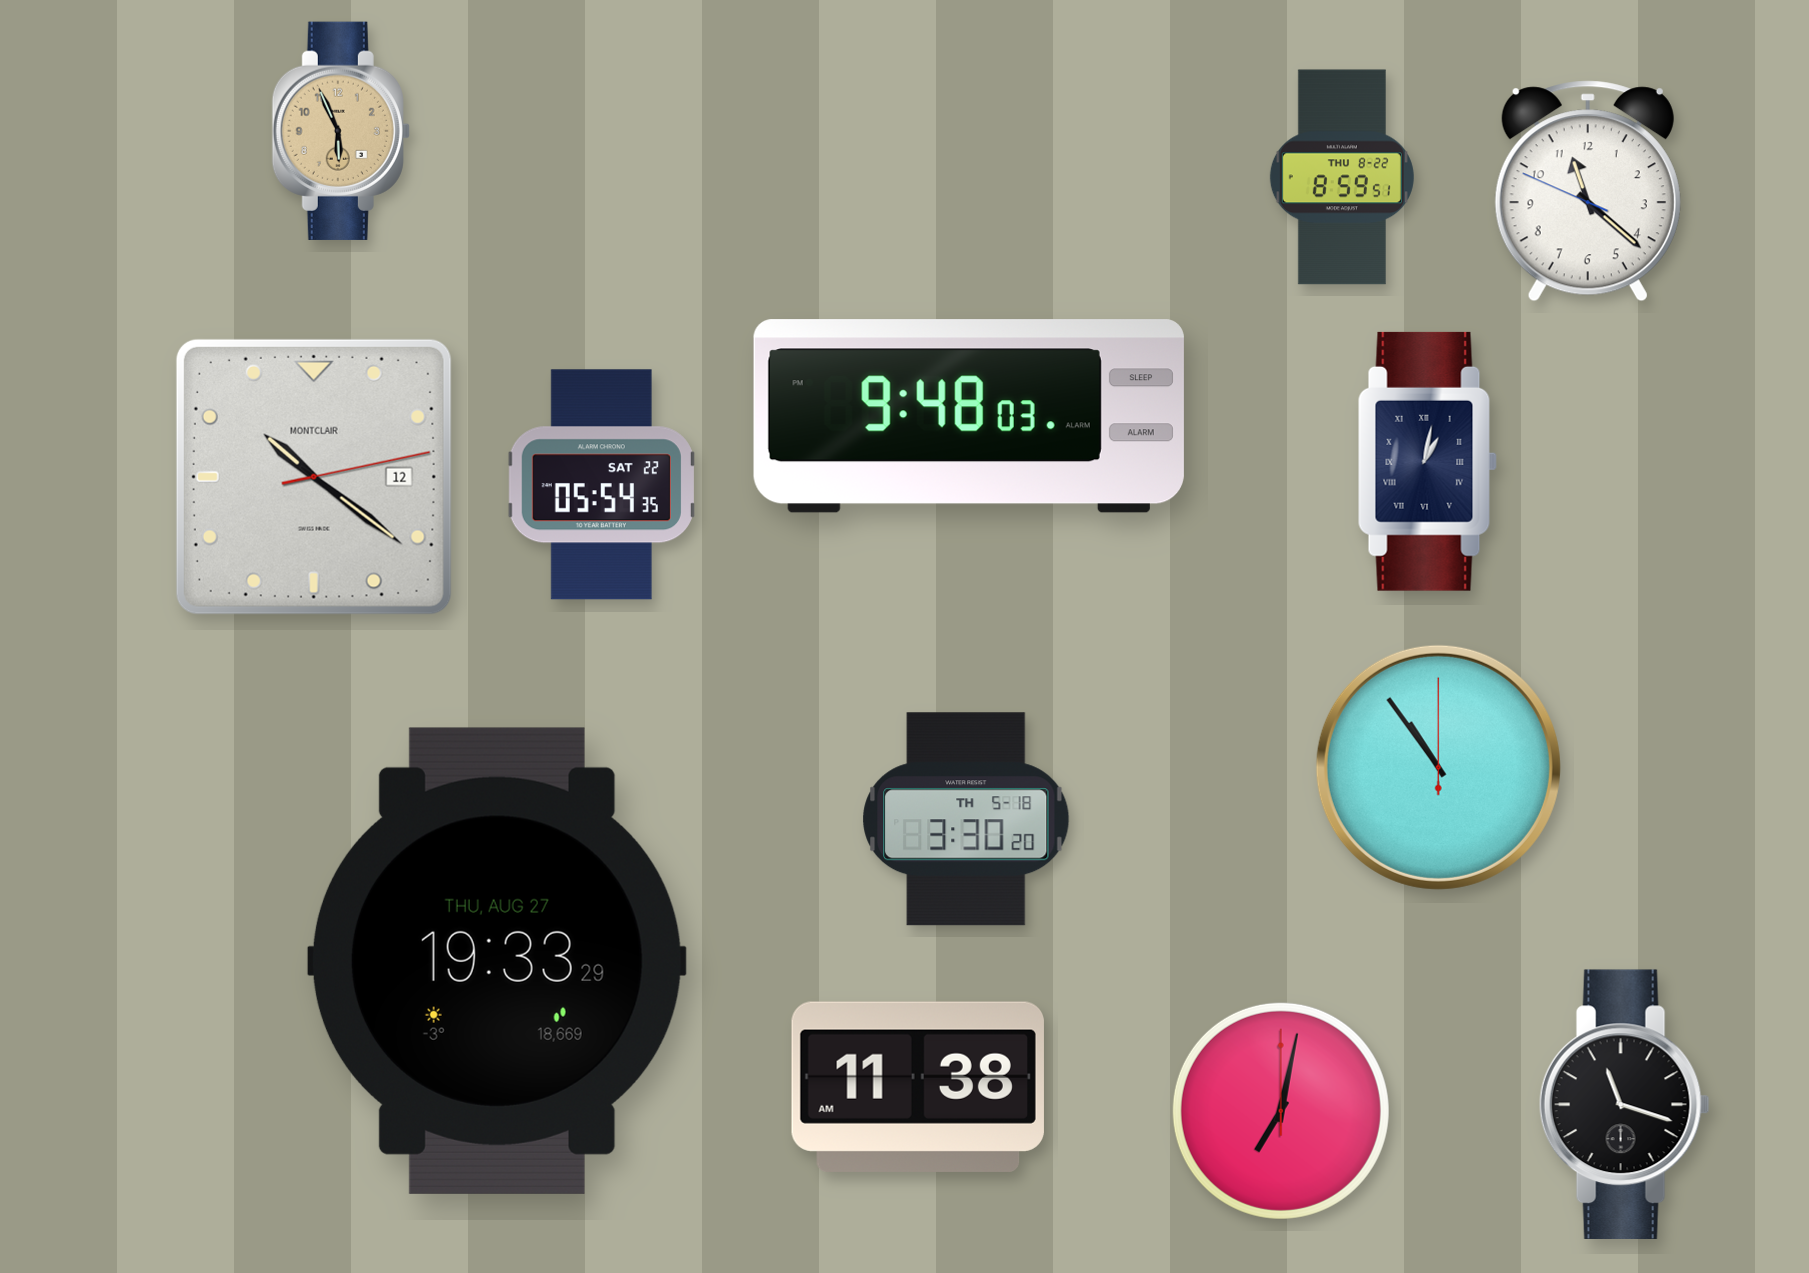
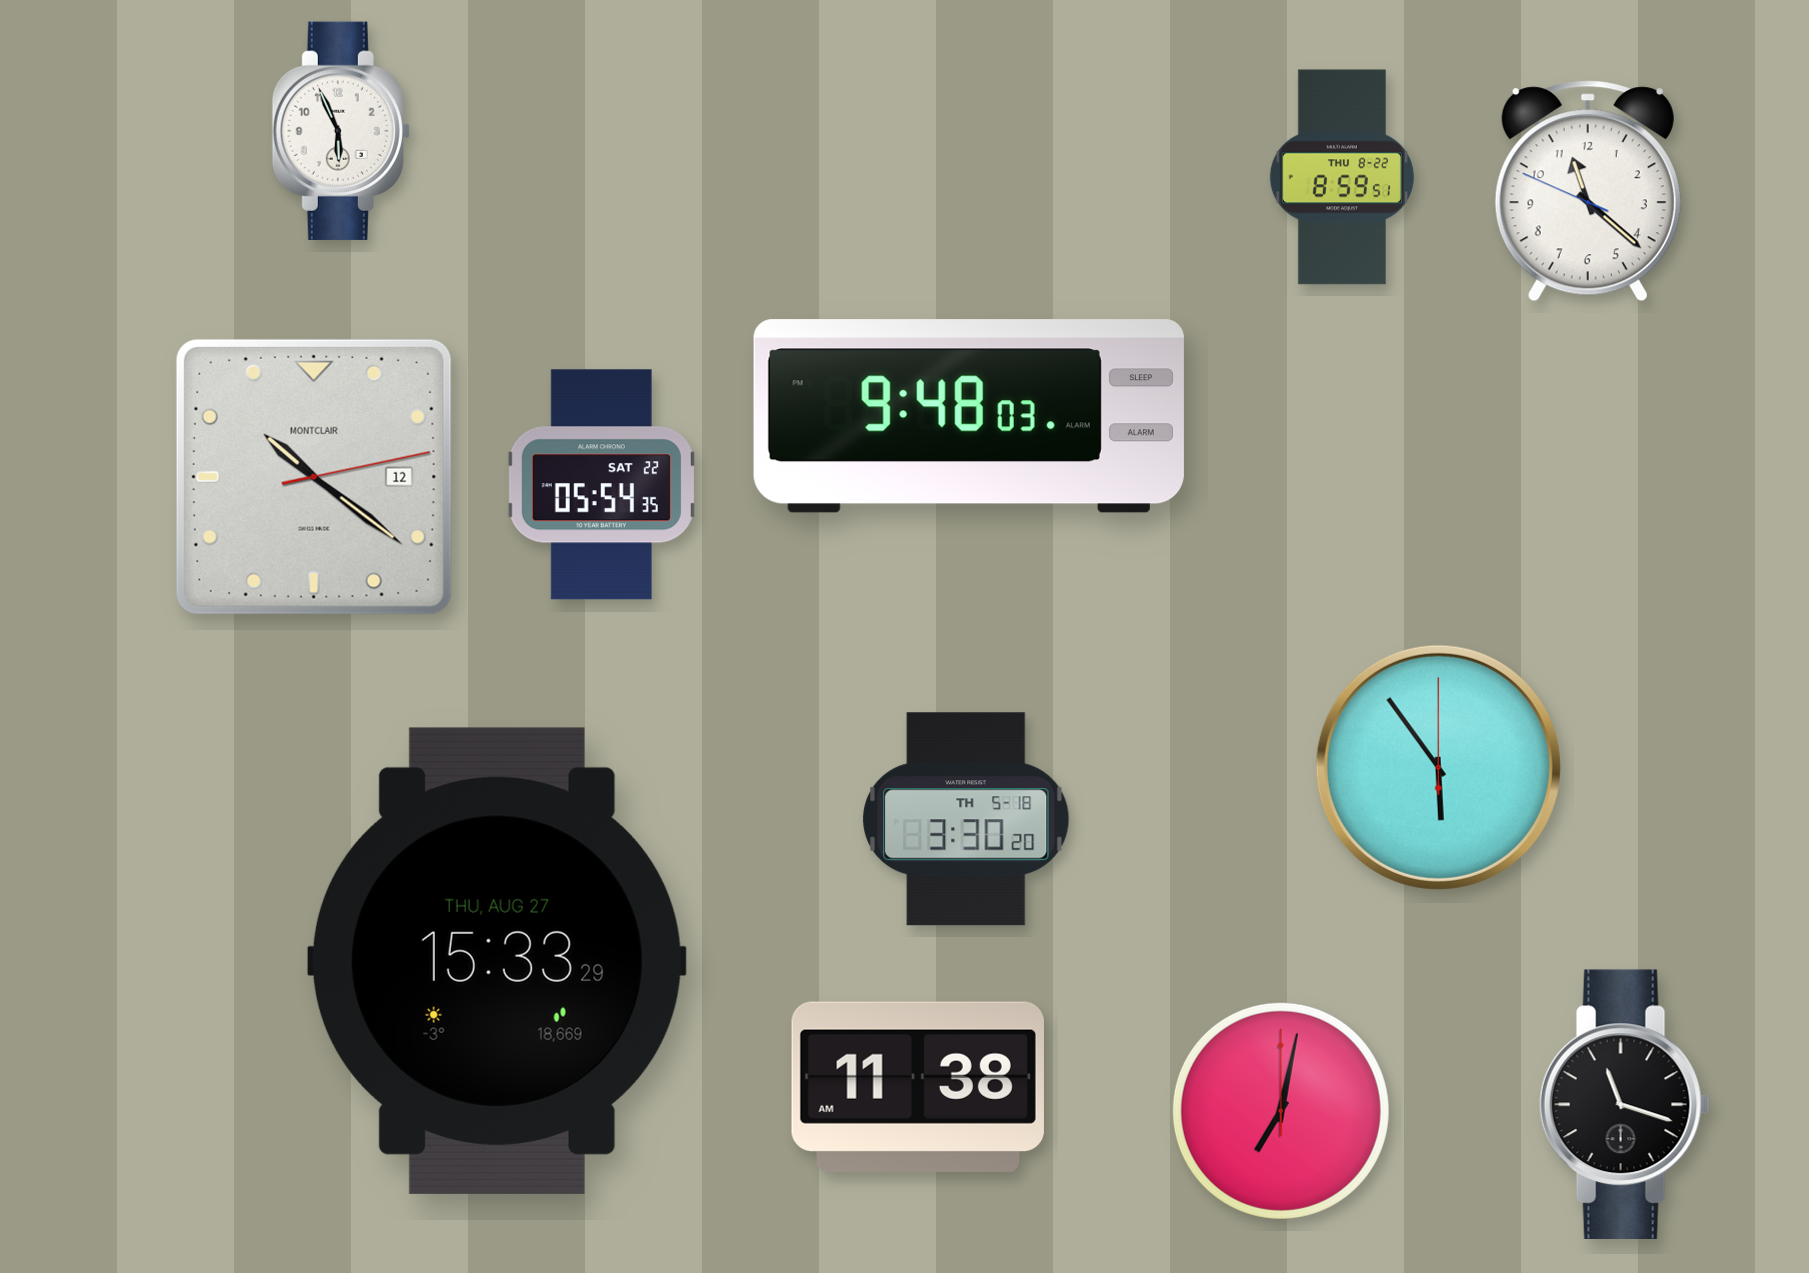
clock at (341, 131) dial: champagne -> white
clock at (1427, 461): 1:02 -> none
clock at (1438, 767): 10:54 -> 5:54
clock at (497, 961): 19:33 -> 15:33
